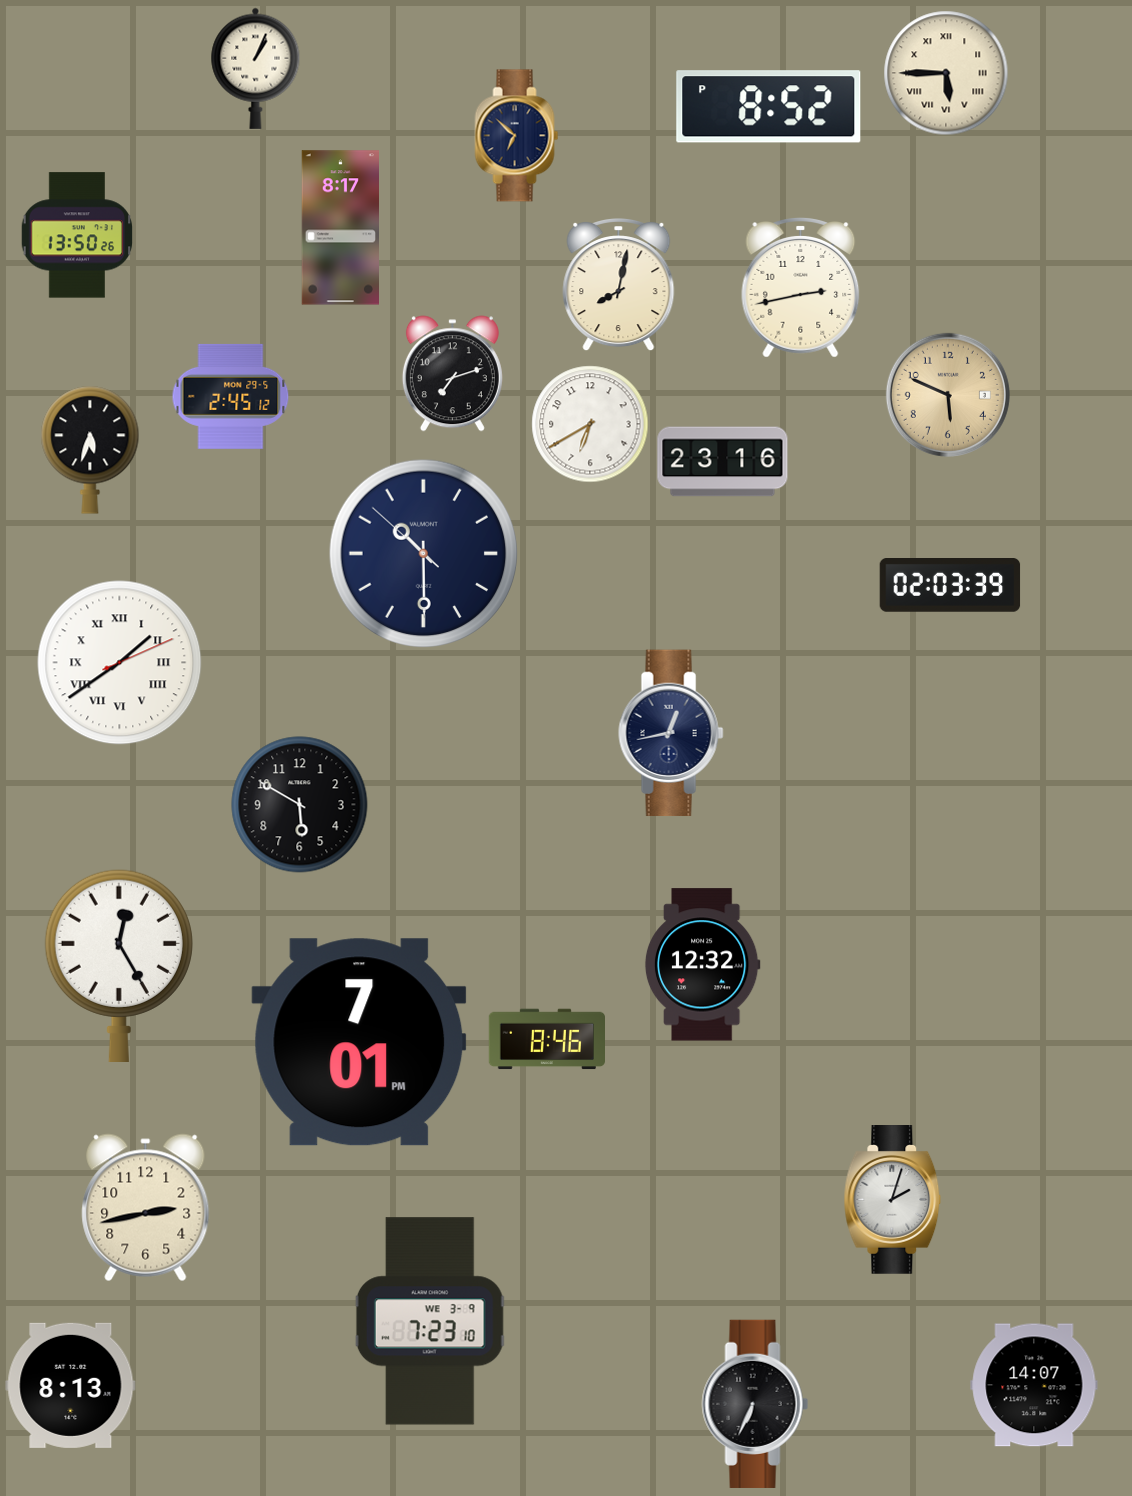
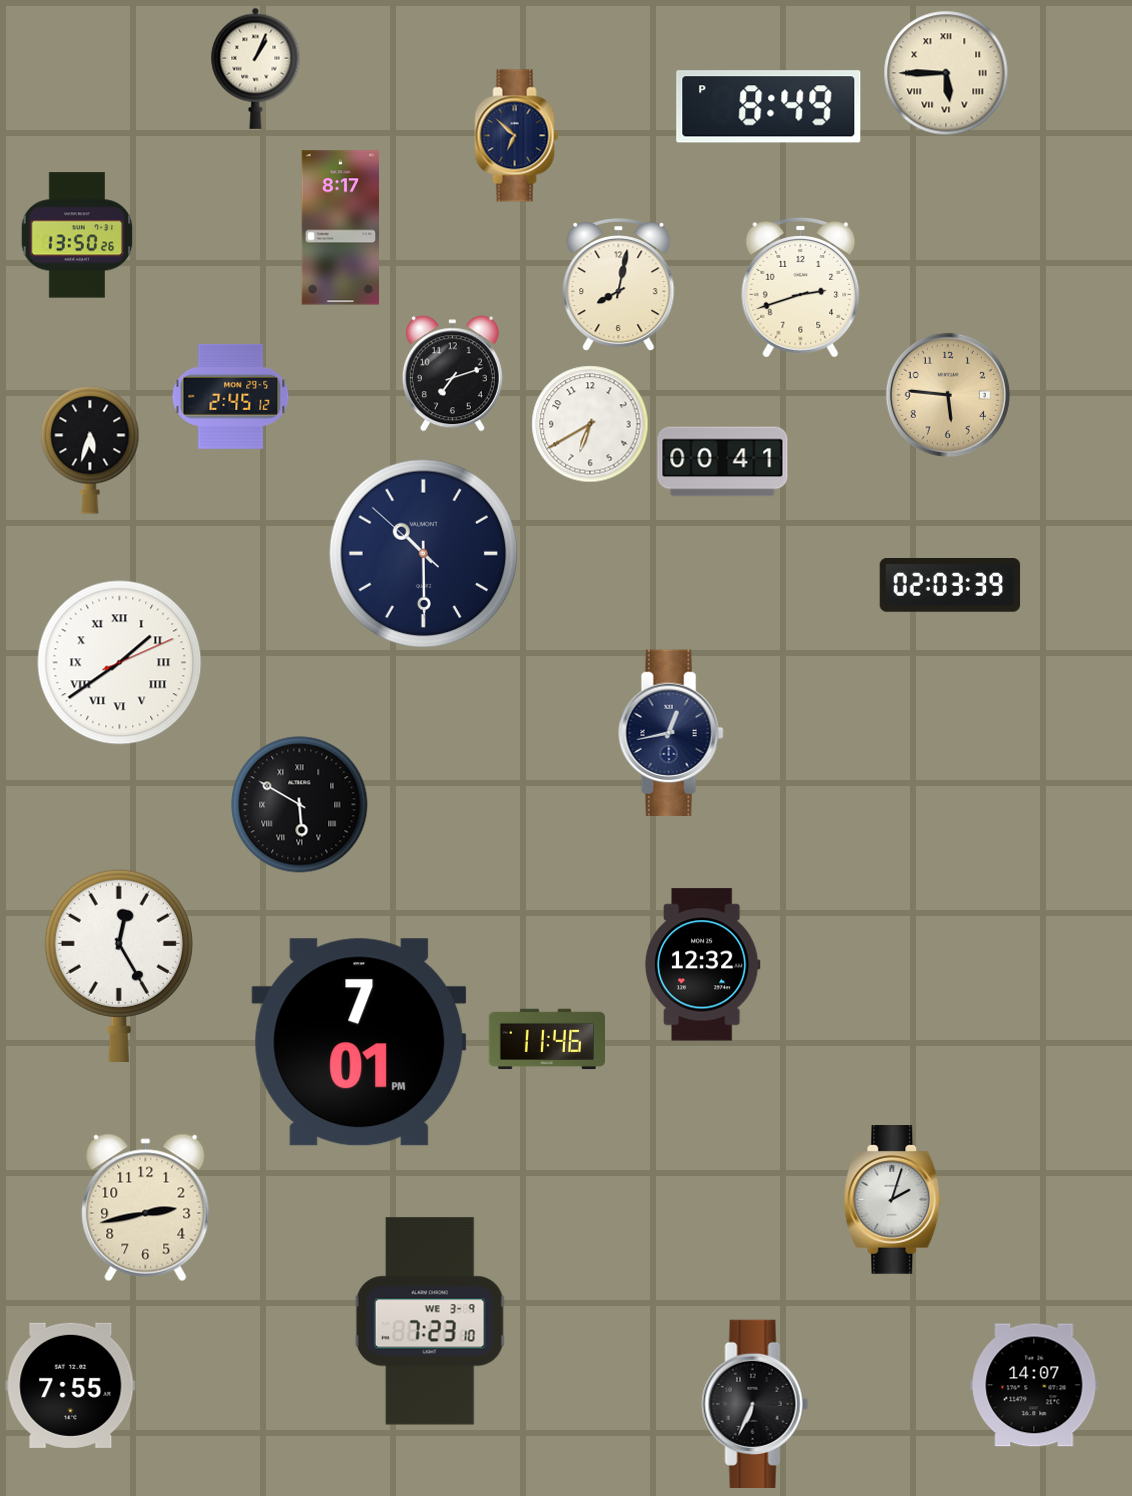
clock at (769, 107): 8:52 -> 8:49
clock at (801, 288): 2:43 -> 2:42
clock at (948, 395): 5:49 -> 5:46
clock at (723, 462): 23:16 -> 00:41
clock at (300, 805) numerals: Arabic -> Roman
clock at (546, 1039): 8:46 -> 11:46
clock at (71, 1385): 8:13 -> 7:55
